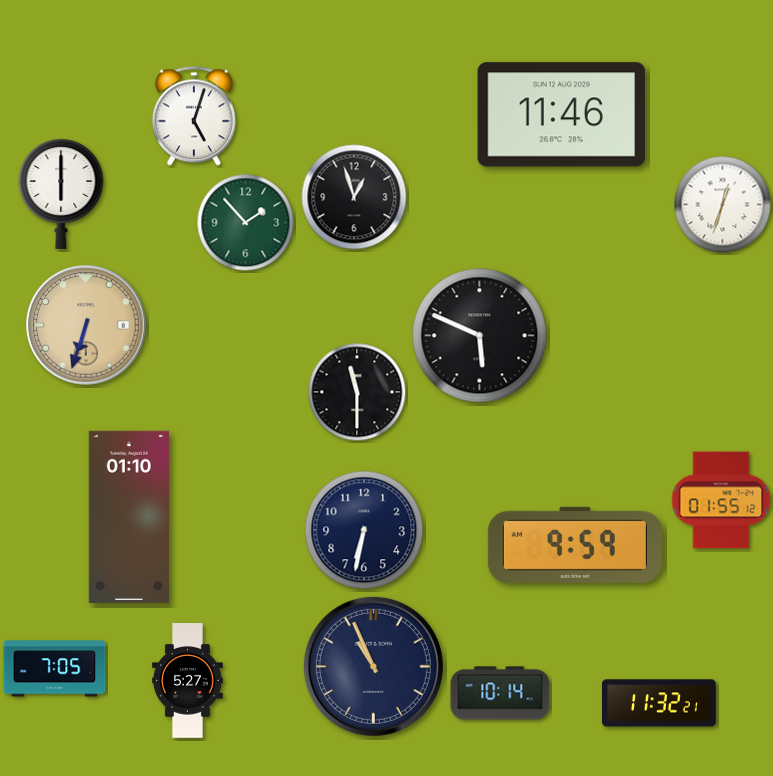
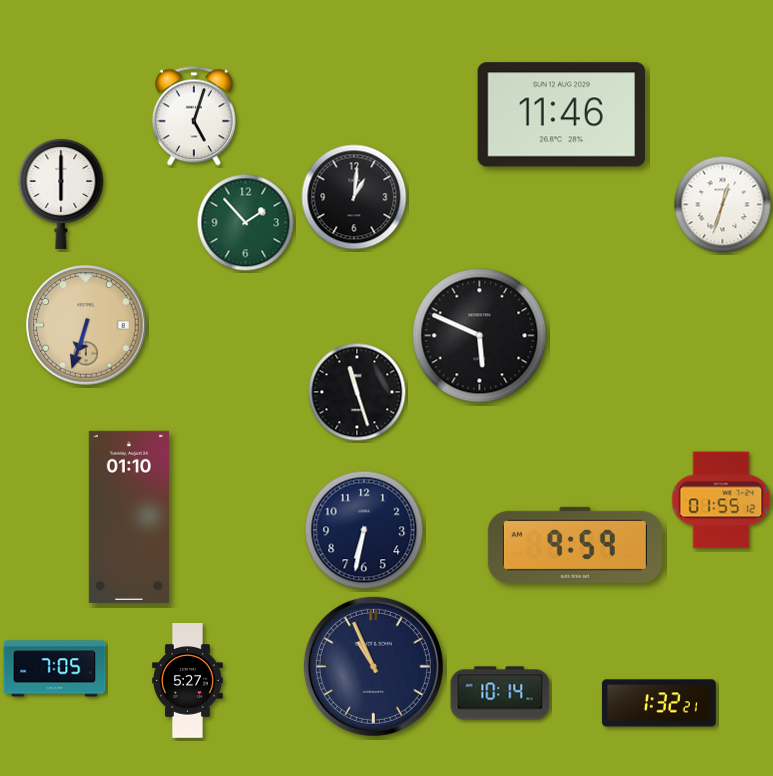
clock at (354, 197): 12:57 -> 1:01
clock at (357, 392): 11:30 -> 11:27
clock at (659, 703): 11:32 -> 1:32
